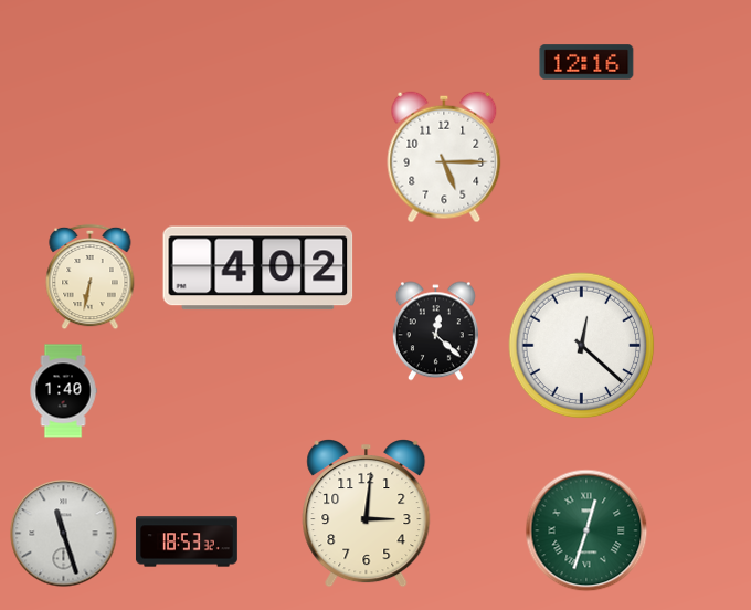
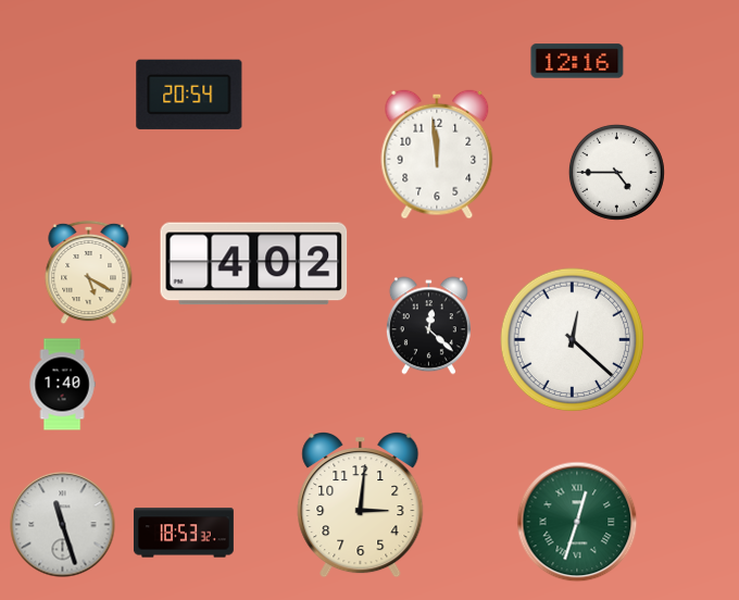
clock at (189, 95): none -> 20:54
clock at (444, 157): 5:15 -> 11:59
clock at (616, 172): none -> 4:45
clock at (91, 277): 6:32 -> 5:20
